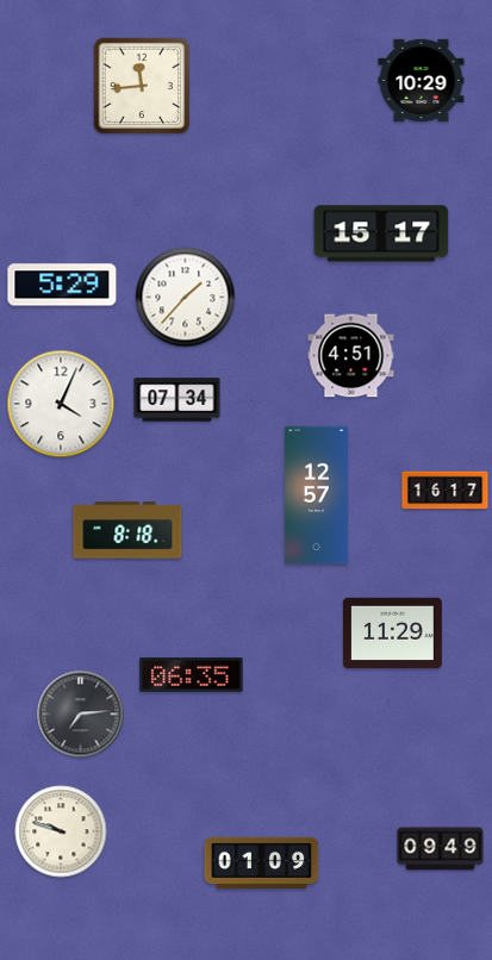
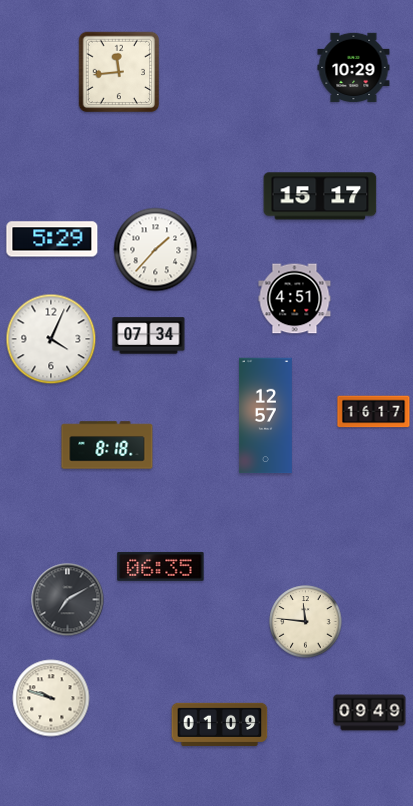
clock at (392, 634): 11:29 -> none
clock at (81, 715): 7:14 -> 7:10
clock at (306, 622): none -> 11:46
